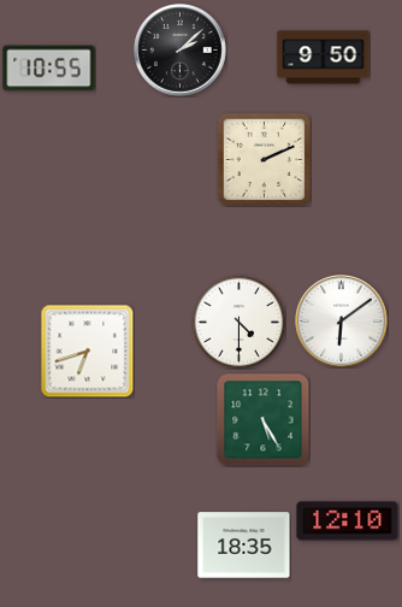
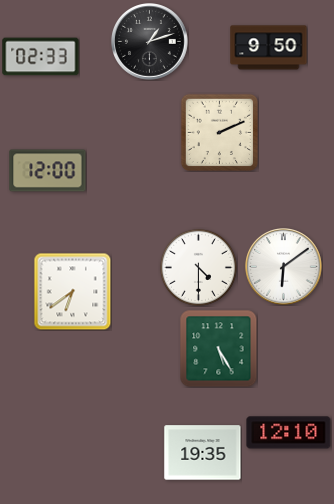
clock at (181, 51): 2:08 -> 1:12
clock at (49, 69): 10:55 -> 02:33
clock at (48, 171): none -> 12:00
clock at (87, 350): 6:42 -> 6:39
clock at (244, 546): 18:35 -> 19:35
